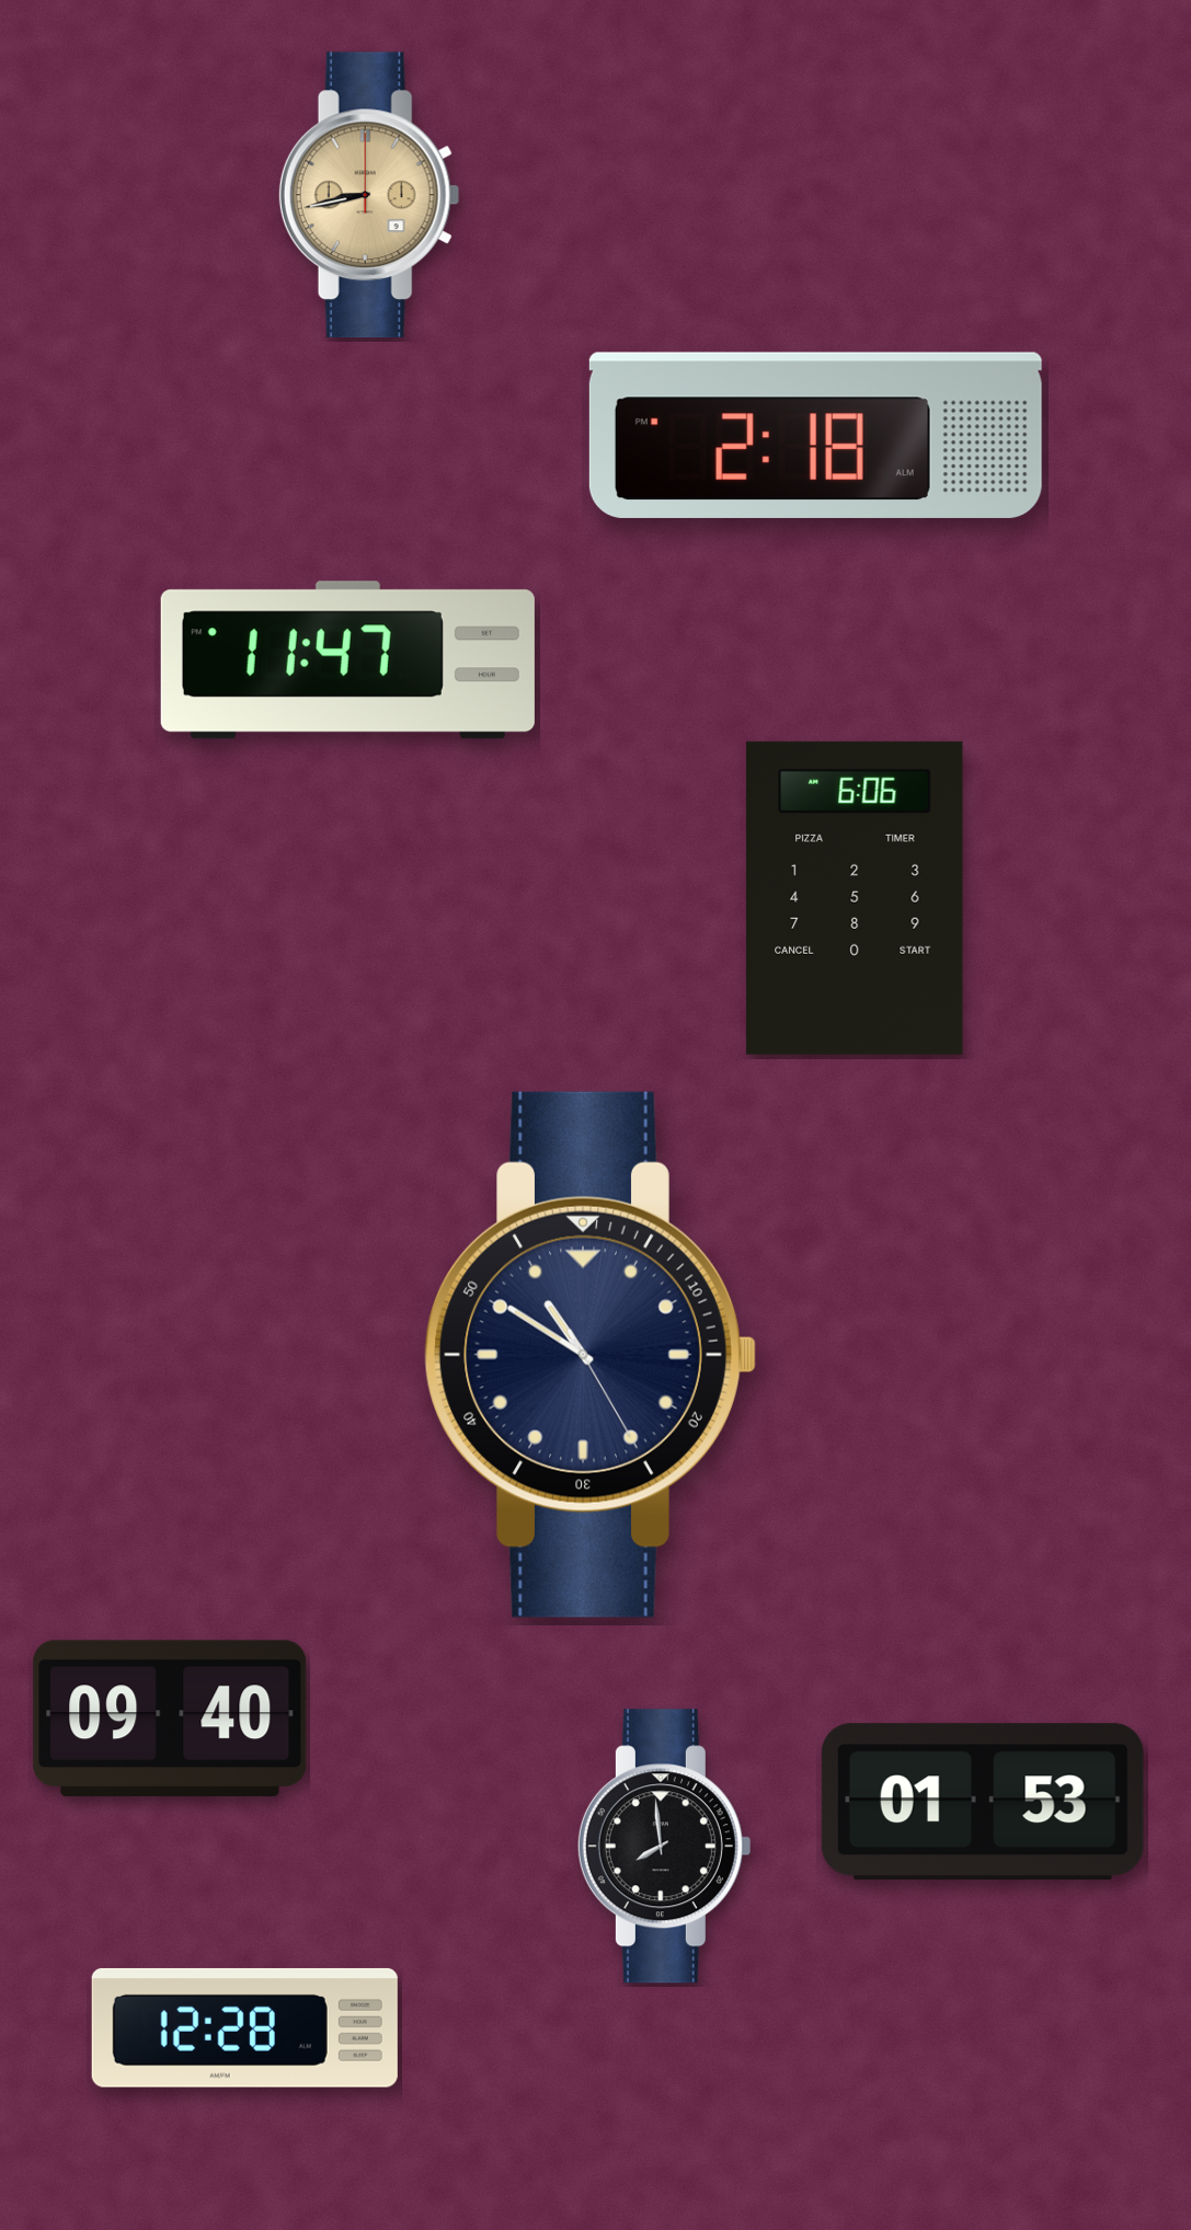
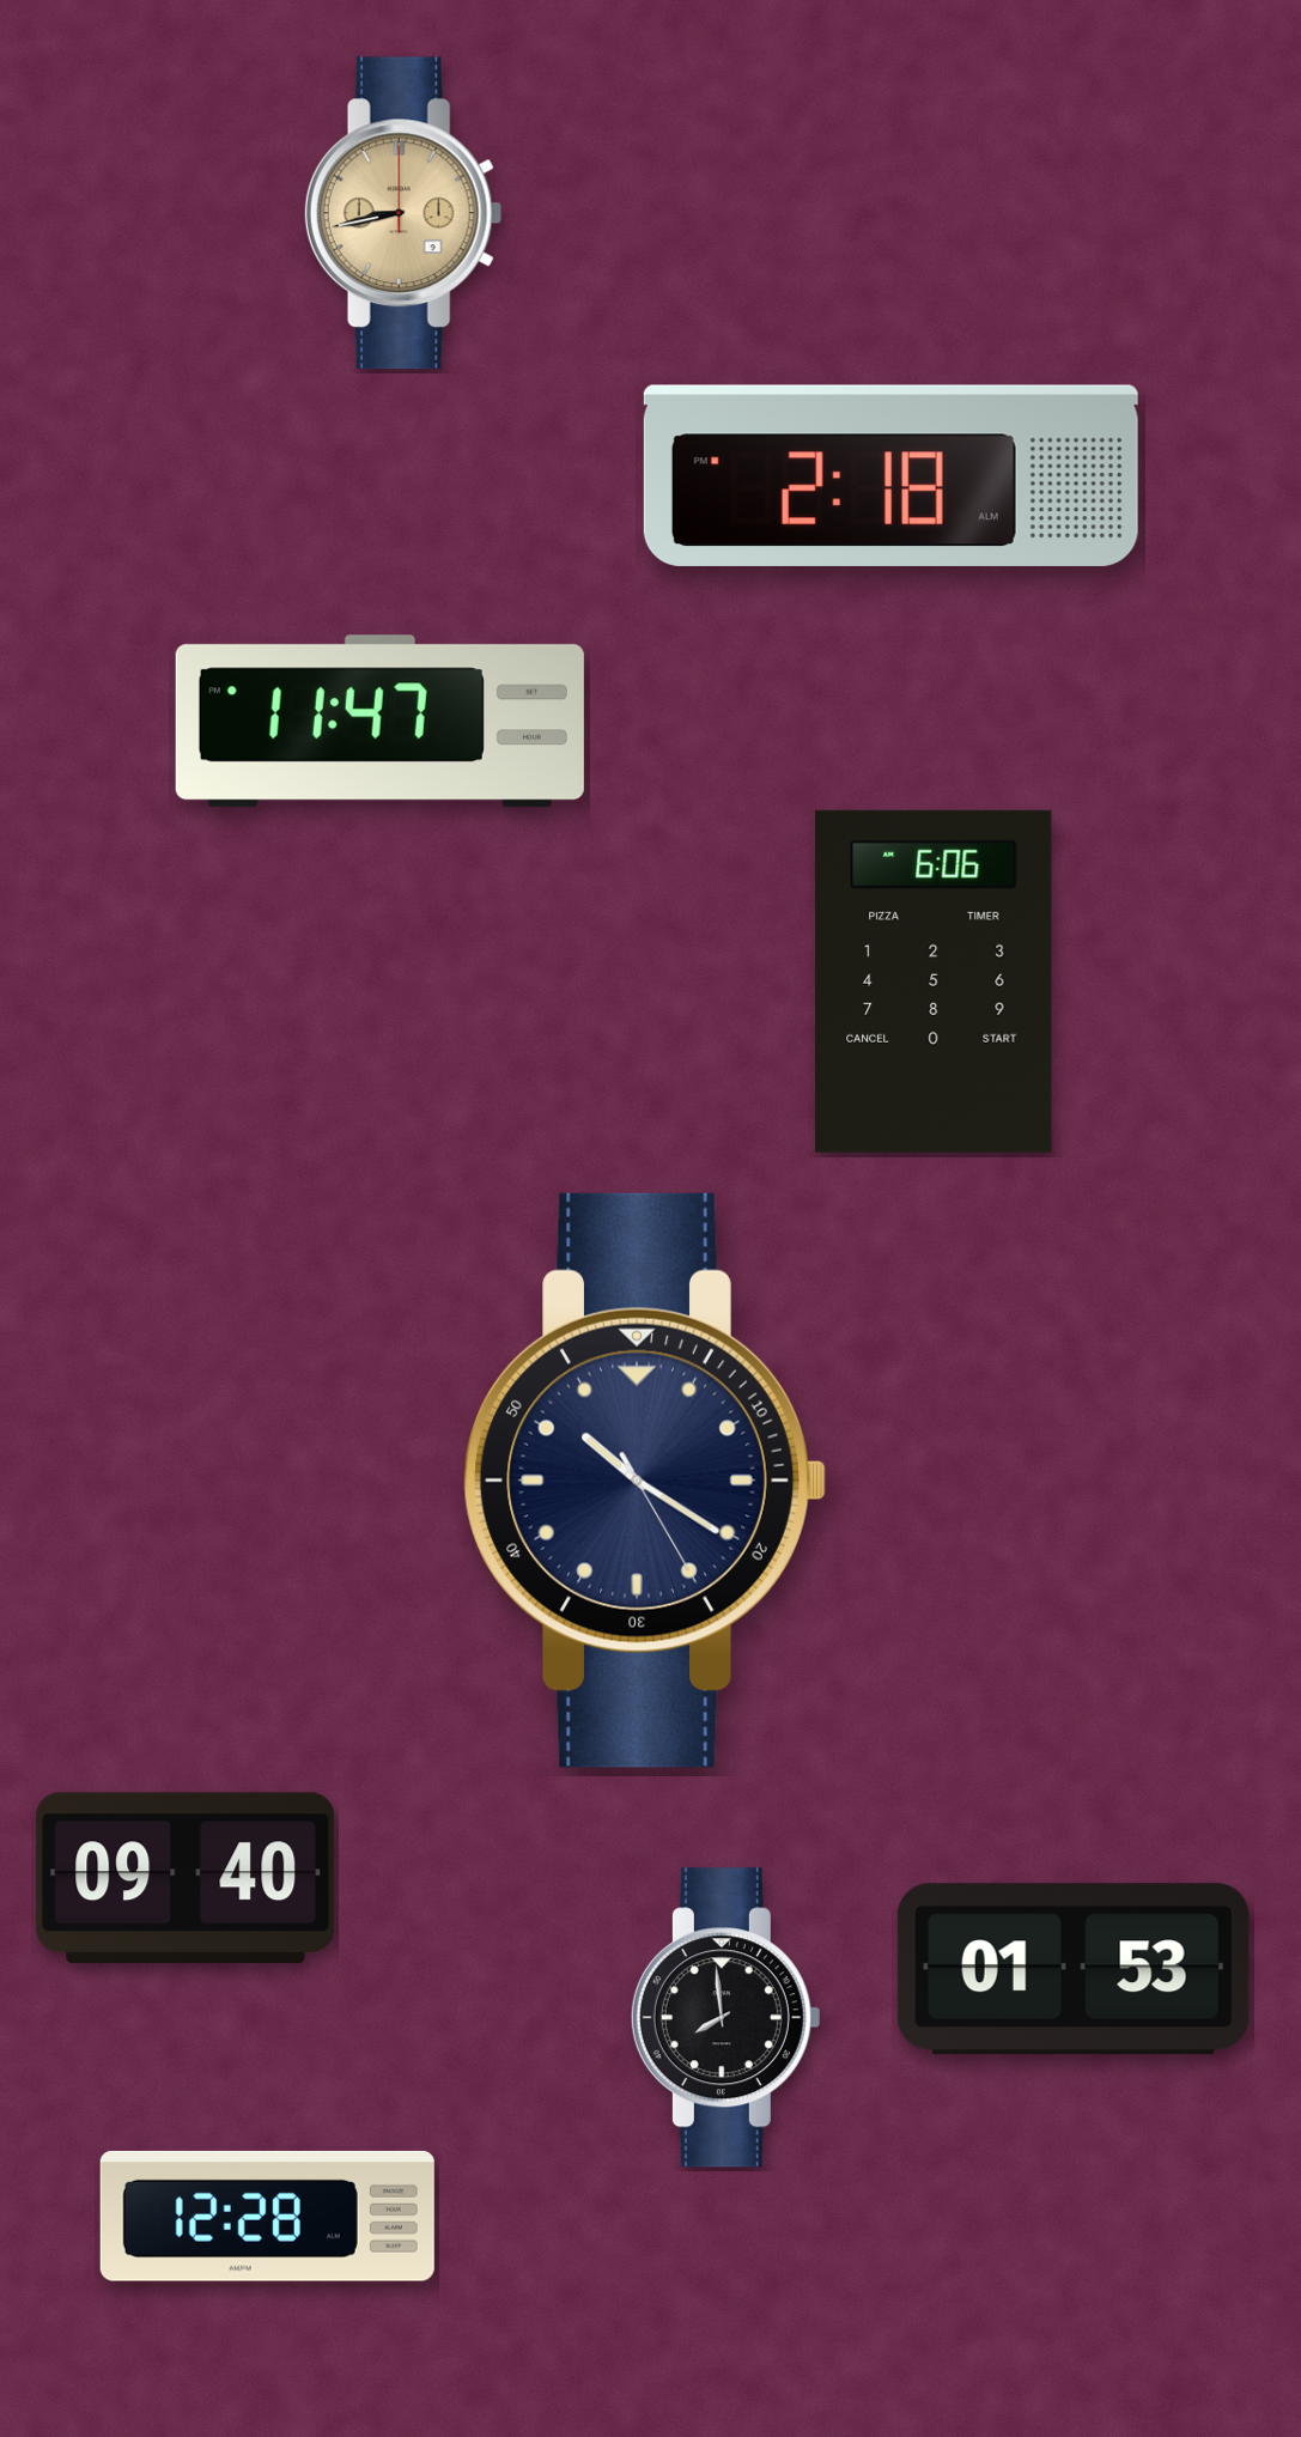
clock at (591, 1355): 10:50 -> 10:20
